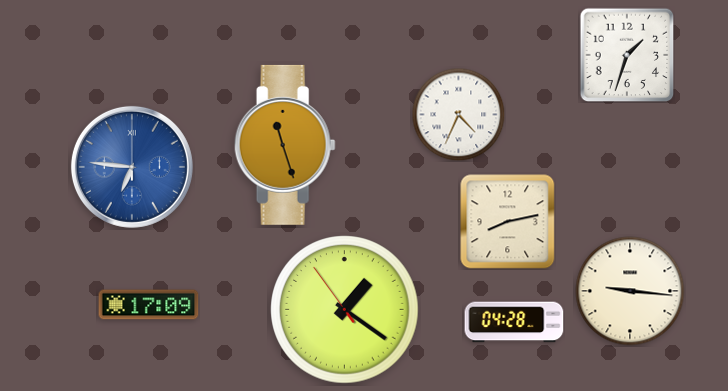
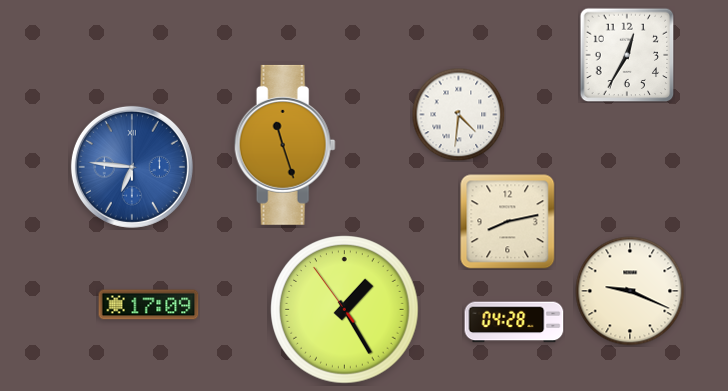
clock at (627, 55): 1:33 -> 12:35
clock at (458, 114): 4:34 -> 4:31
clock at (630, 291): 9:16 -> 9:19
clock at (345, 310): 1:20 -> 1:24
